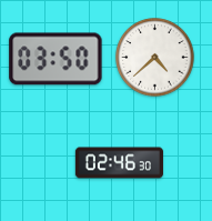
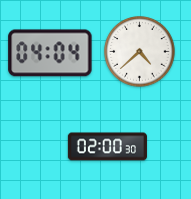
clock at (55, 59): 03:50 -> 04:04
clock at (119, 163): 02:46 -> 02:00
